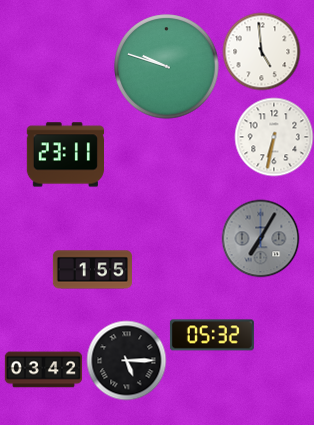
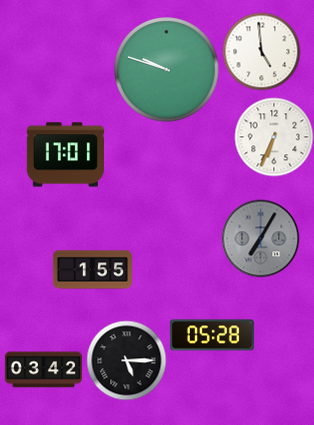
clock at (167, 67) position: (167, 67) -> (167, 70)
clock at (274, 137): 6:32 -> 6:34
clock at (65, 155): 23:11 -> 17:01
clock at (212, 335): 05:32 -> 05:28
